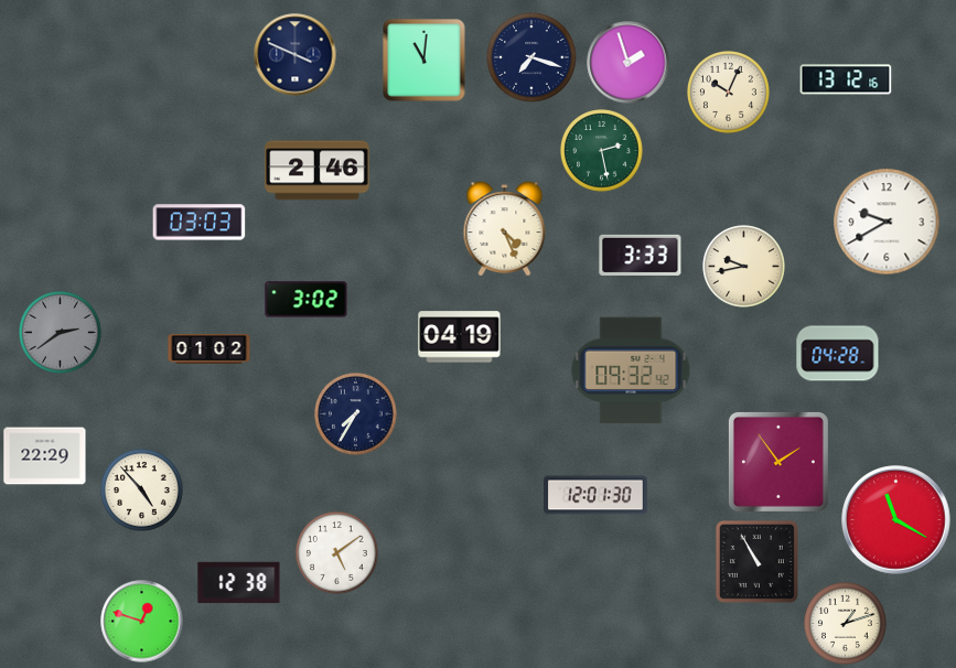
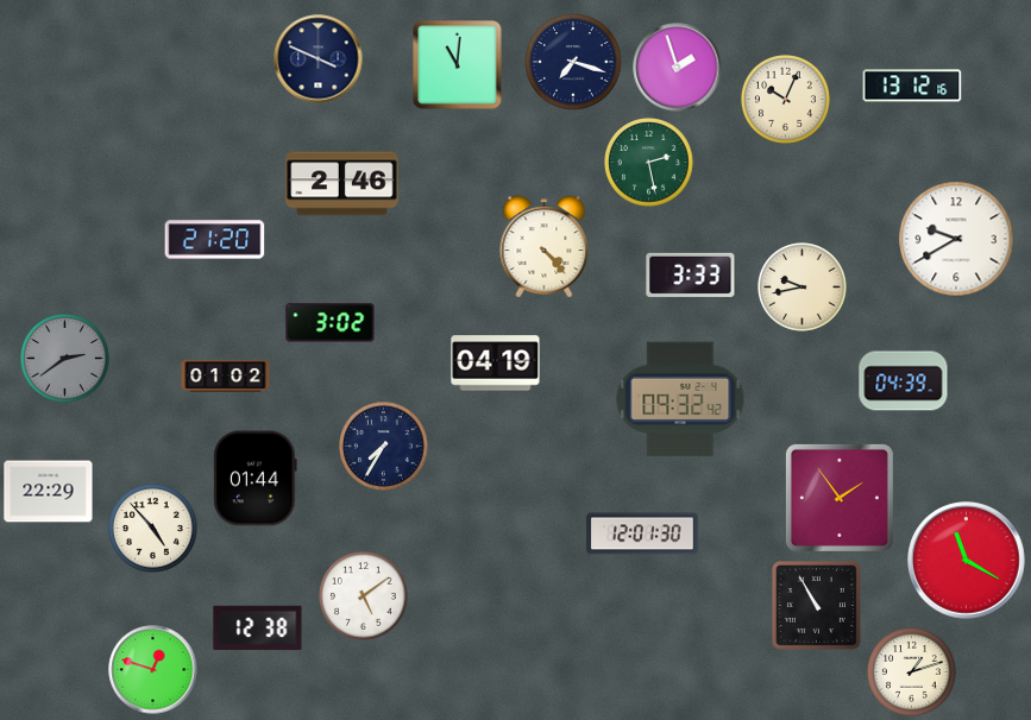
clock at (200, 223): 03:03 -> 21:20
clock at (505, 229): 4:26 -> 4:23
clock at (838, 354): 04:28 -> 04:39
clock at (256, 479): none -> 01:44
